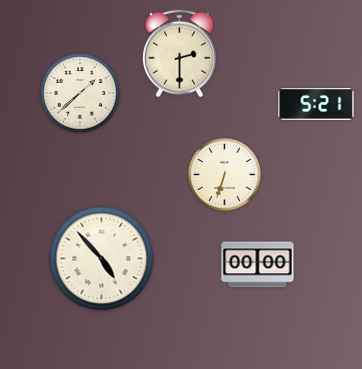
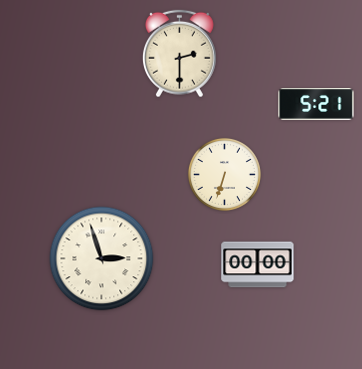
clock at (80, 93): 1:38 -> none
clock at (102, 259): 4:53 -> 2:57
